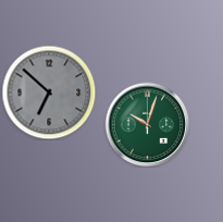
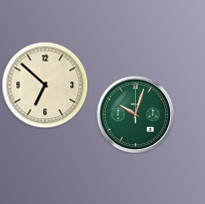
clock at (49, 92) dial: grey -> cream
